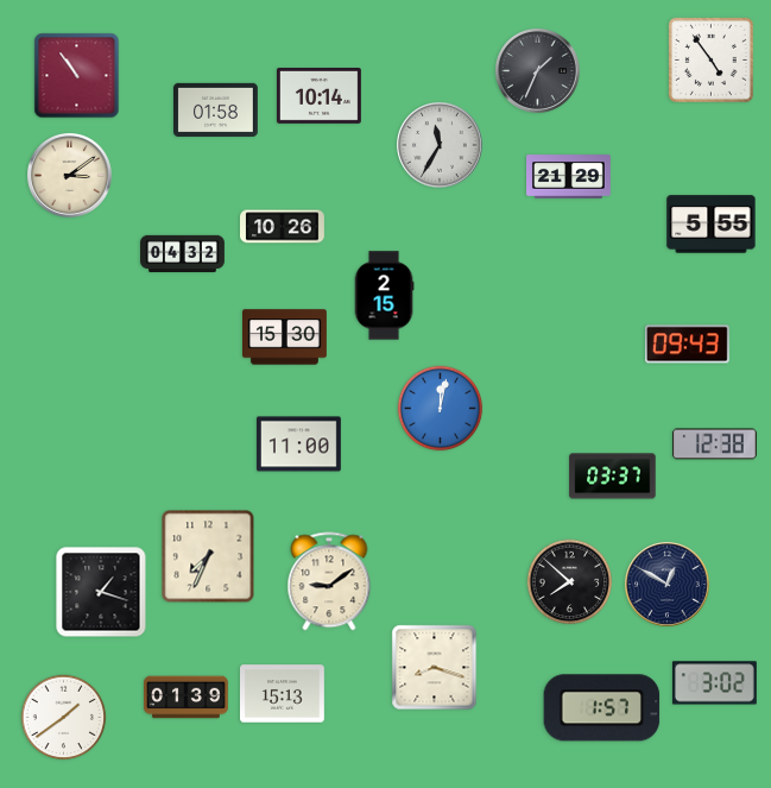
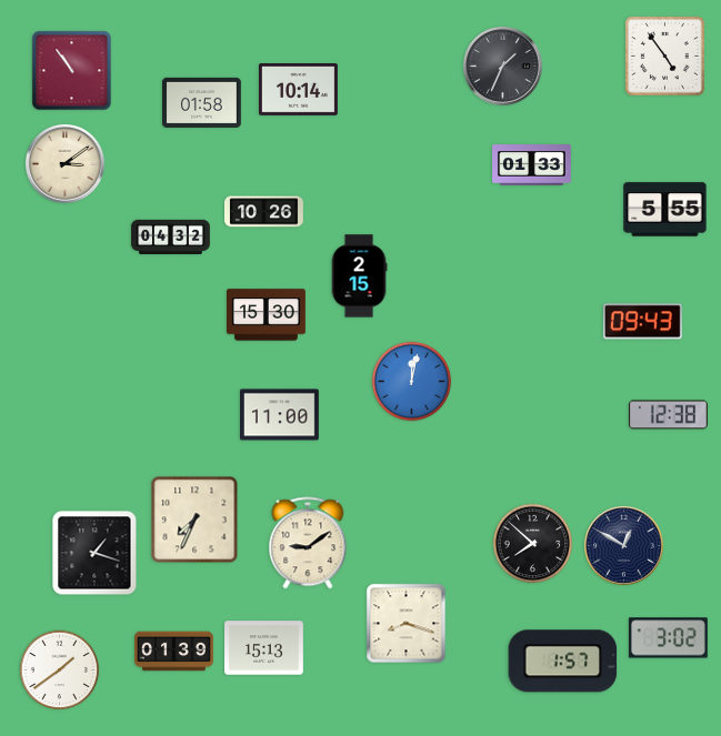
clock at (441, 146): 11:35 -> none
clock at (569, 177): 21:29 -> 01:33
clock at (613, 477): 03:37 -> none
